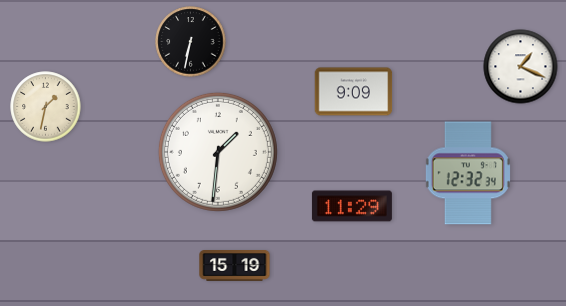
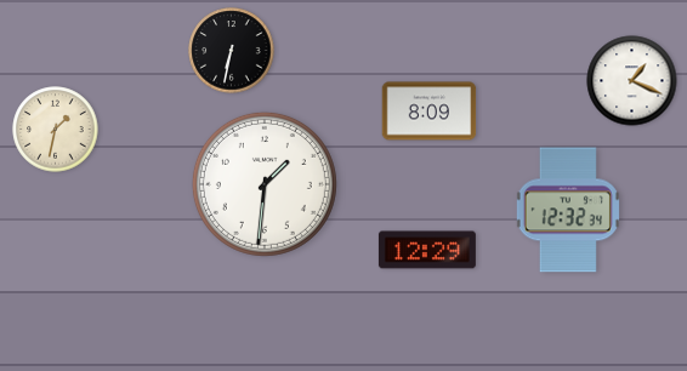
clock at (354, 92): 9:09 -> 8:09
clock at (352, 206): 11:29 -> 12:29
clock at (235, 266): 15:19 -> none
